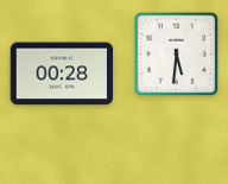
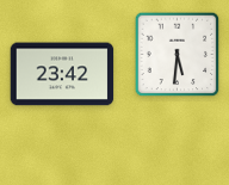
clock at (62, 74): 00:28 -> 23:42
